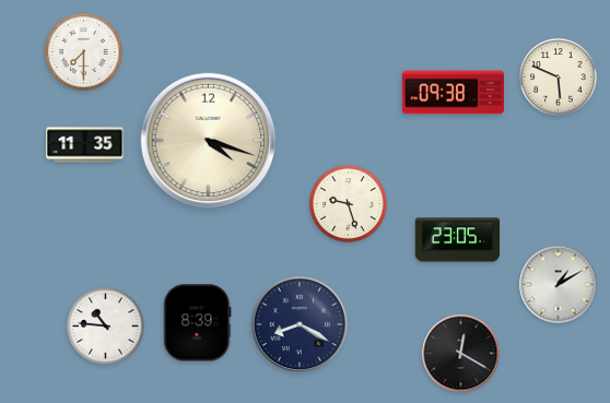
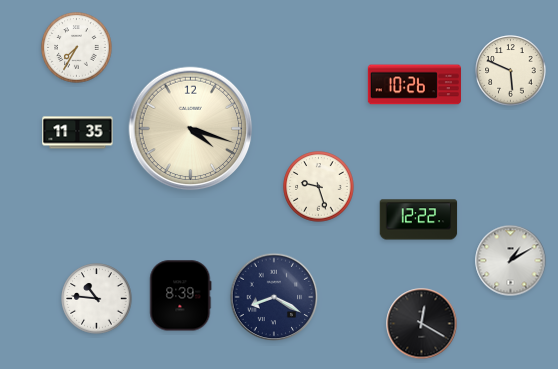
clock at (84, 52): 7:30 -> 7:35
clock at (453, 93): 09:38 -> 10:26
clock at (458, 240): 23:05 -> 12:22
